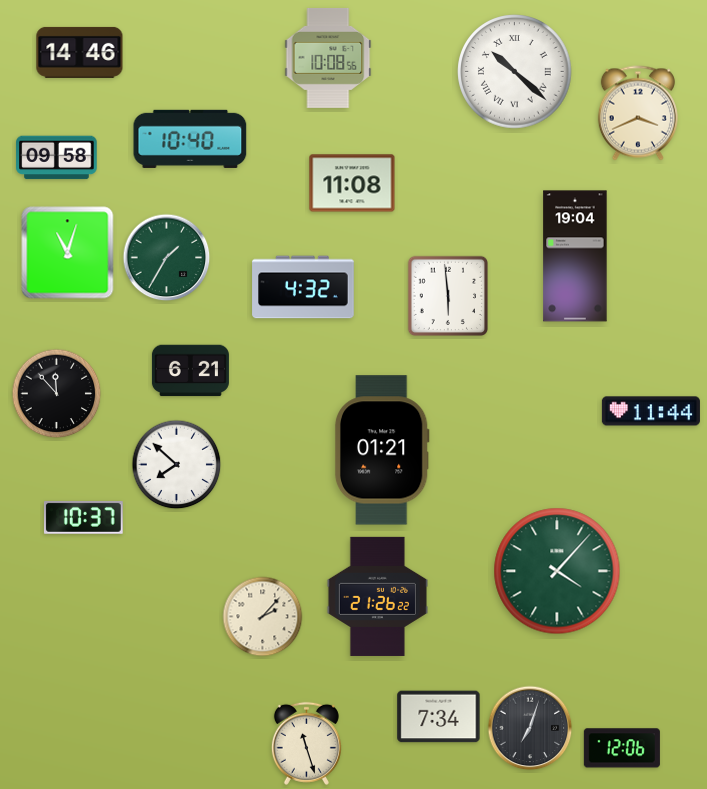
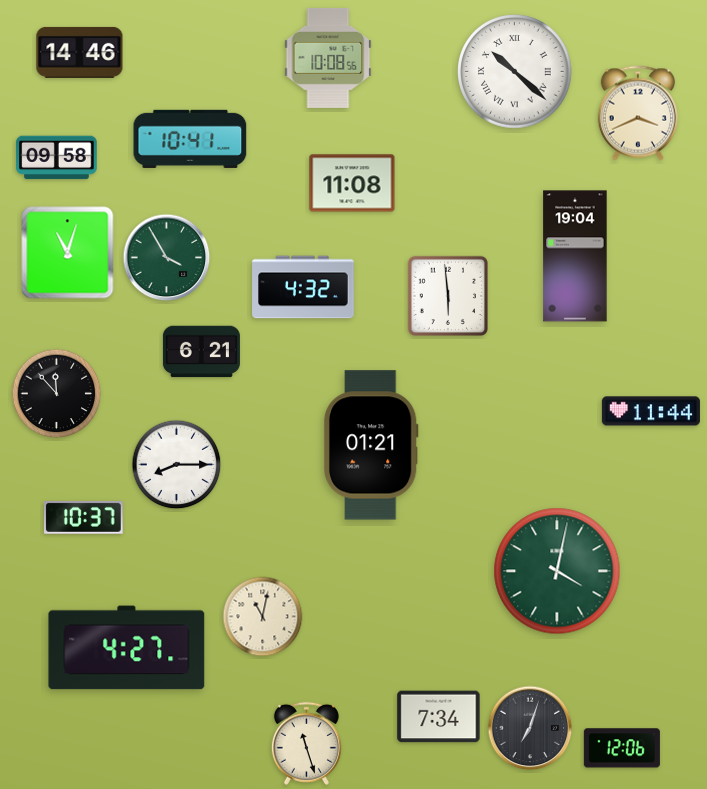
clock at (190, 139): 10:40 -> 10:41
clock at (167, 258): 1:35 -> 3:55
clock at (190, 371) position: (190, 371) -> (201, 352)
clock at (382, 450) position: (382, 450) -> (371, 445)
clock at (177, 465): 7:52 -> 8:15
clock at (557, 571): 4:07 -> 4:02
clock at (377, 596): 21:26 -> none
clock at (263, 617): 2:07 -> 11:02
clock at (127, 648): none -> 4:27
